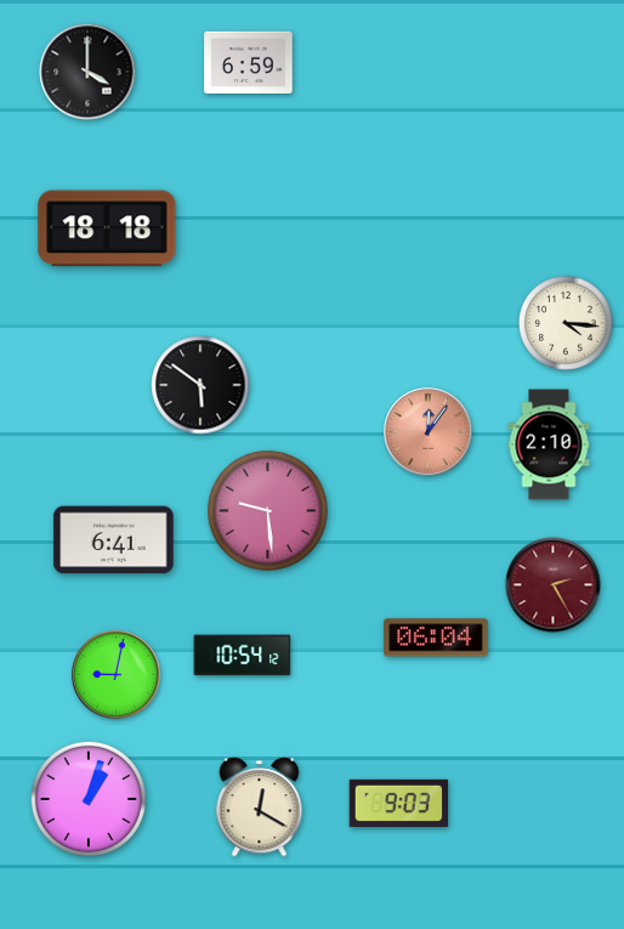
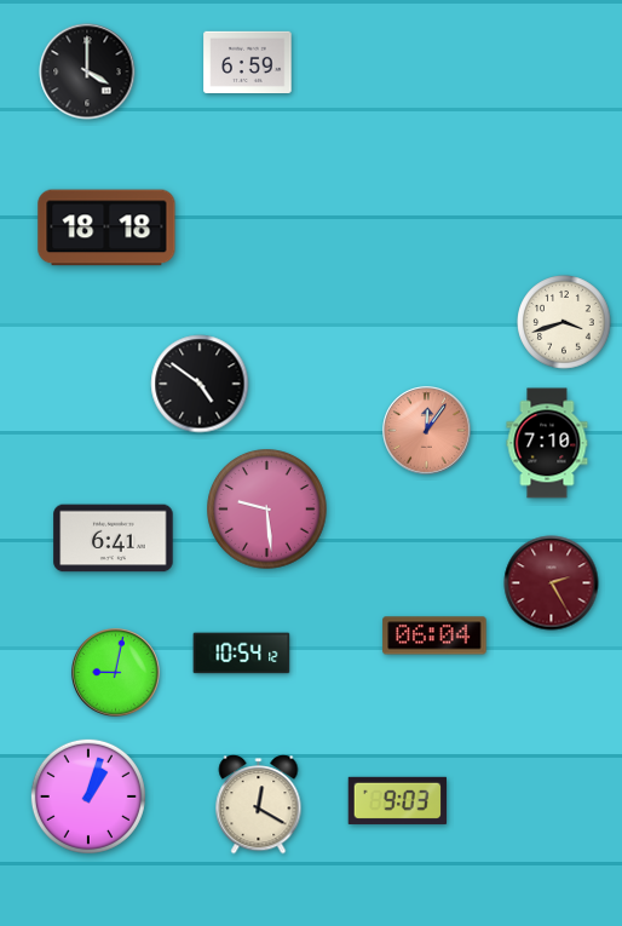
clock at (566, 323): 4:16 -> 3:42
clock at (200, 385): 5:51 -> 4:51
clock at (549, 444): 2:10 -> 7:10
